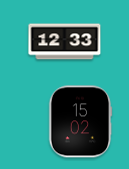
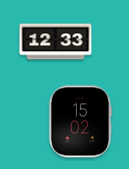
clock at (65, 42) position: (65, 42) -> (56, 42)
